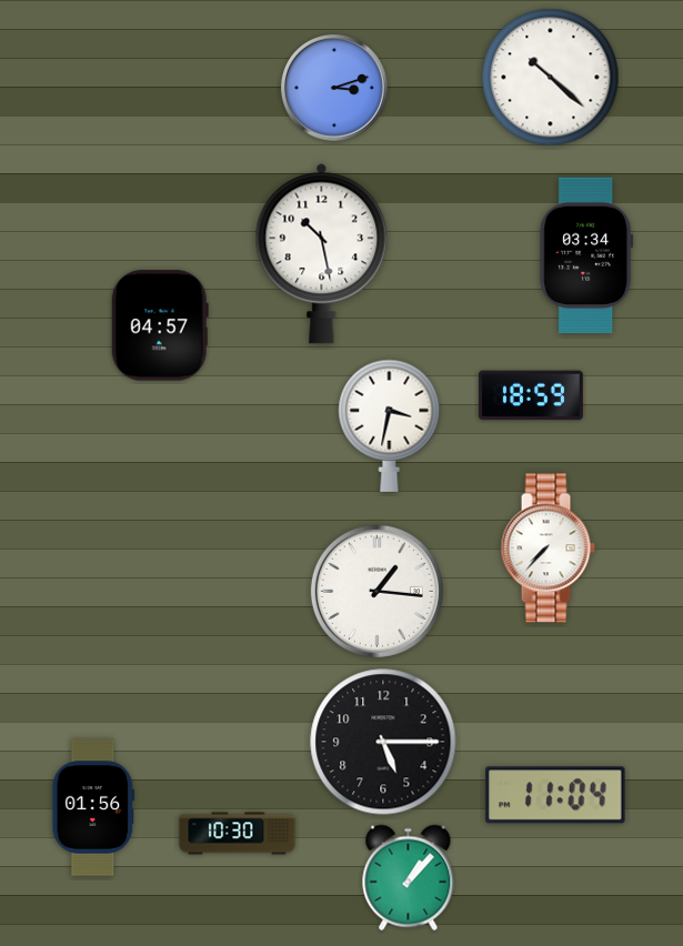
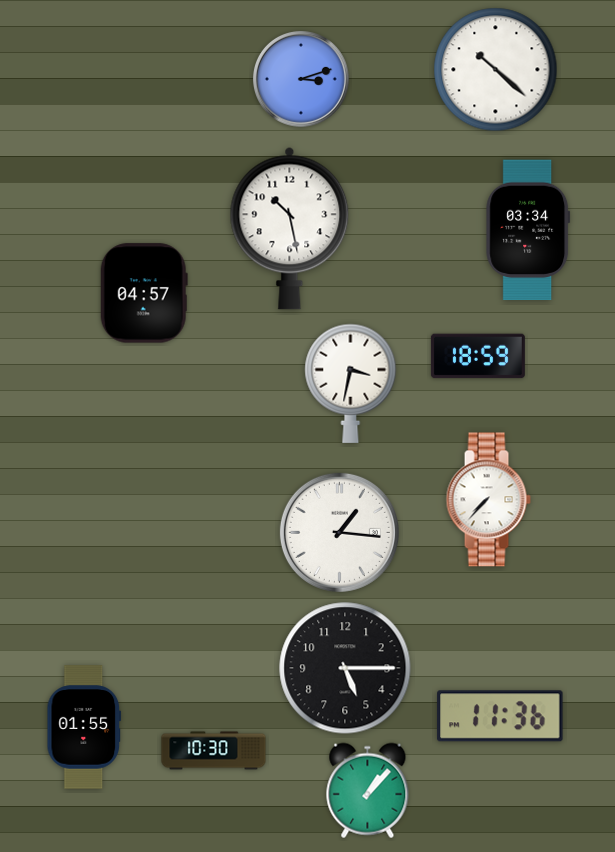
clock at (548, 549) position: (548, 549) -> (488, 500)
clock at (555, 795): 11:04 -> 11:36
clock at (93, 807): 01:56 -> 01:55
